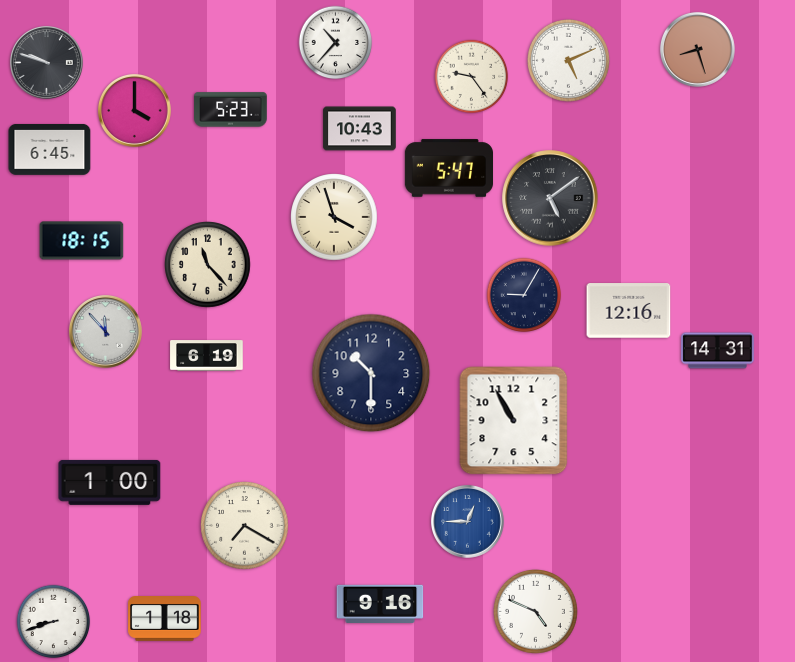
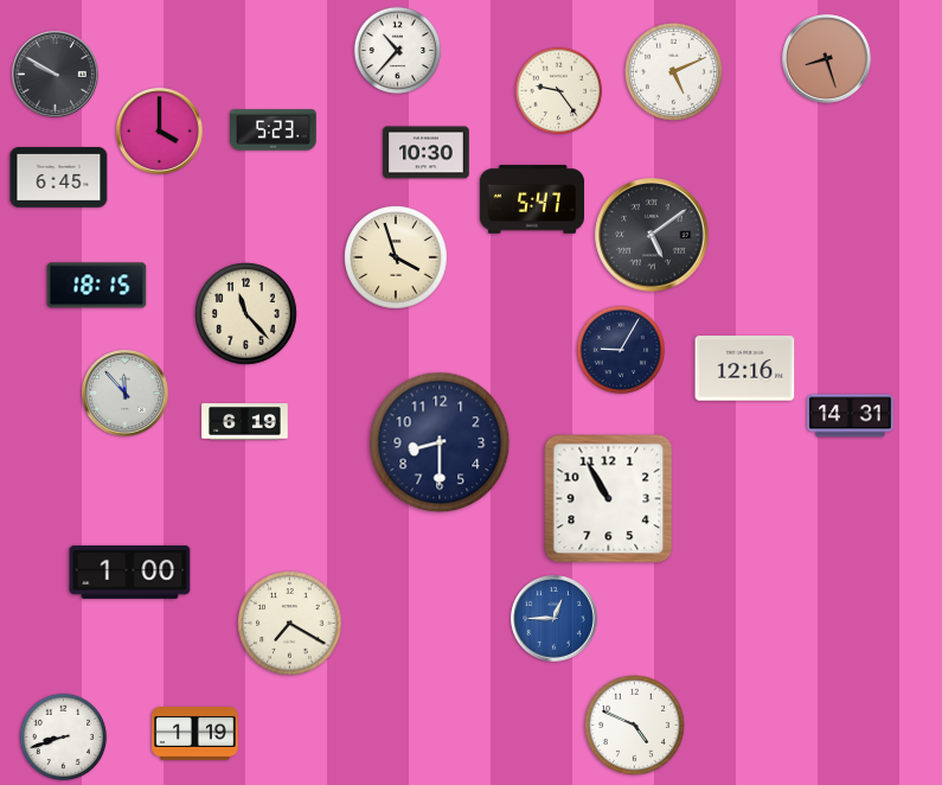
clock at (46, 62): 9:48 -> 9:50
clock at (360, 129): 10:43 -> 10:30
clock at (371, 373): 10:30 -> 8:30
clock at (380, 603): 9:16 -> none
clock at (165, 619): 1:18 -> 1:19
